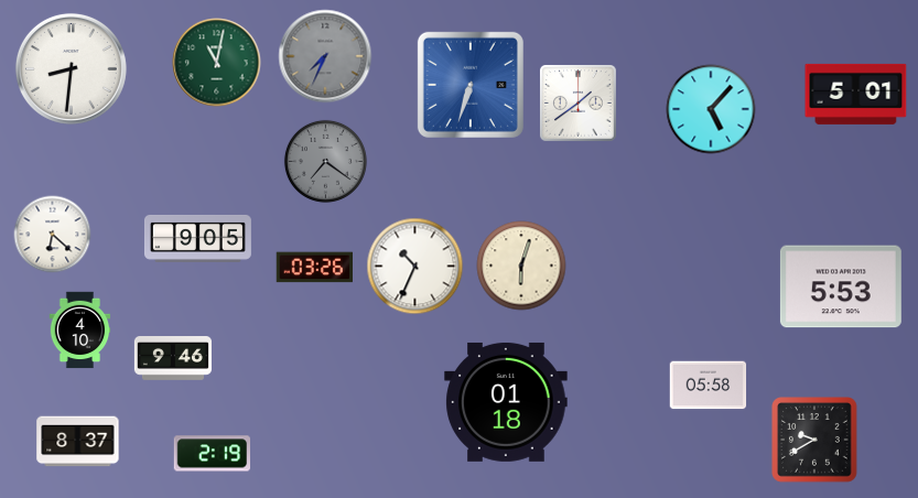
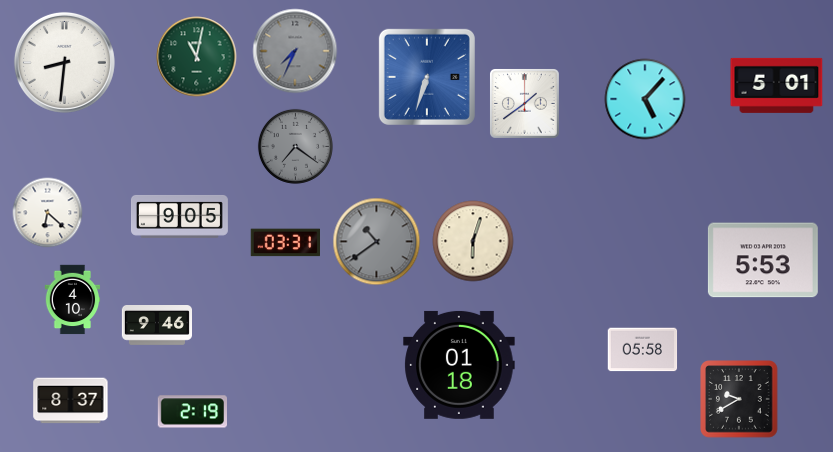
clock at (579, 104) position: (579, 104) -> (525, 104)
clock at (415, 267): 10:34 -> 10:39
clock at (415, 267) dial: white -> grey
clock at (314, 268): 03:26 -> 03:31
